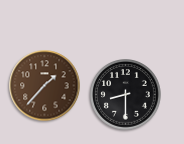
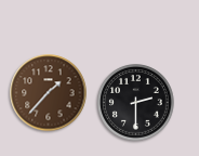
clock at (126, 95): 8:30 -> 2:30
